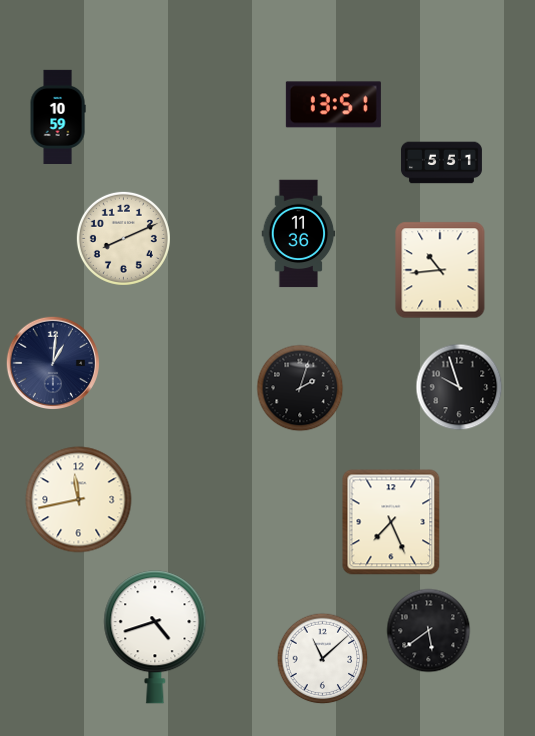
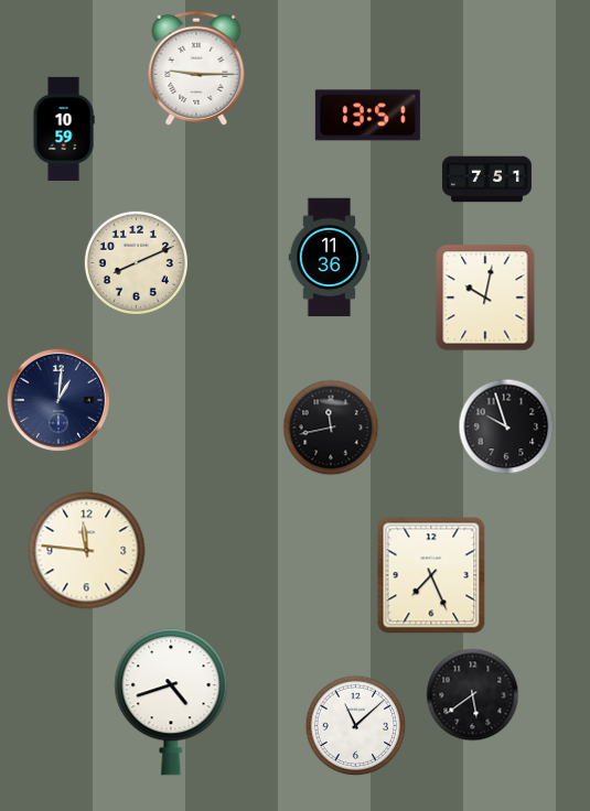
clock at (196, 68): none -> 9:15
clock at (441, 163): 5:51 -> 7:51
clock at (440, 270): 10:44 -> 10:02
clock at (300, 388): 2:03 -> 11:43
clock at (79, 500): 11:43 -> 11:46
